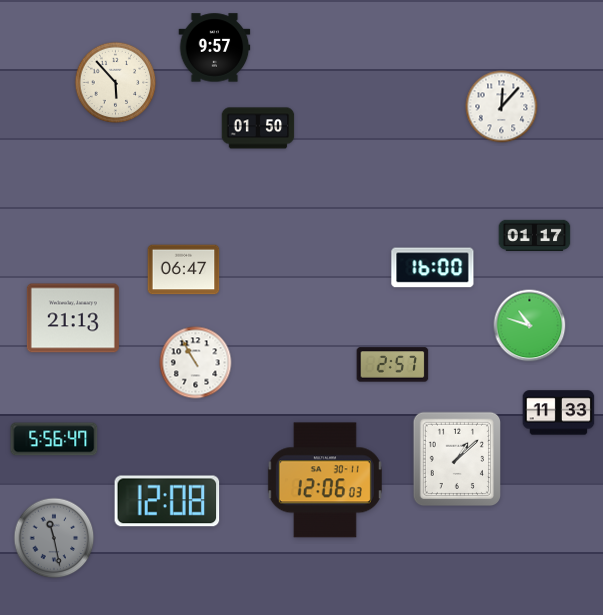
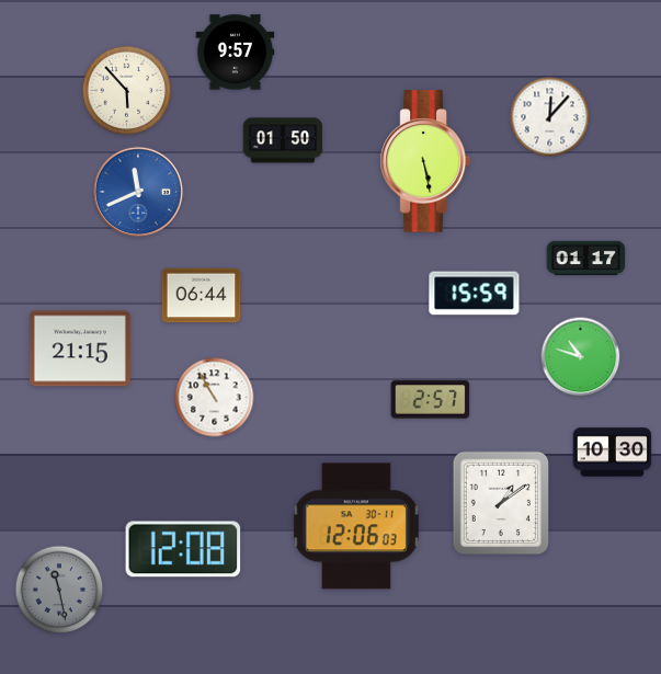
clock at (425, 161): none -> 5:28
clock at (137, 191): none -> 11:41
clock at (433, 268): 16:00 -> 15:59
clock at (184, 270): 06:47 -> 06:44
clock at (73, 318): 21:13 -> 21:15
clock at (559, 413): 11:33 -> 10:30
clock at (54, 439): 5:56 -> none
clock at (457, 459): 1:08 -> 1:09
